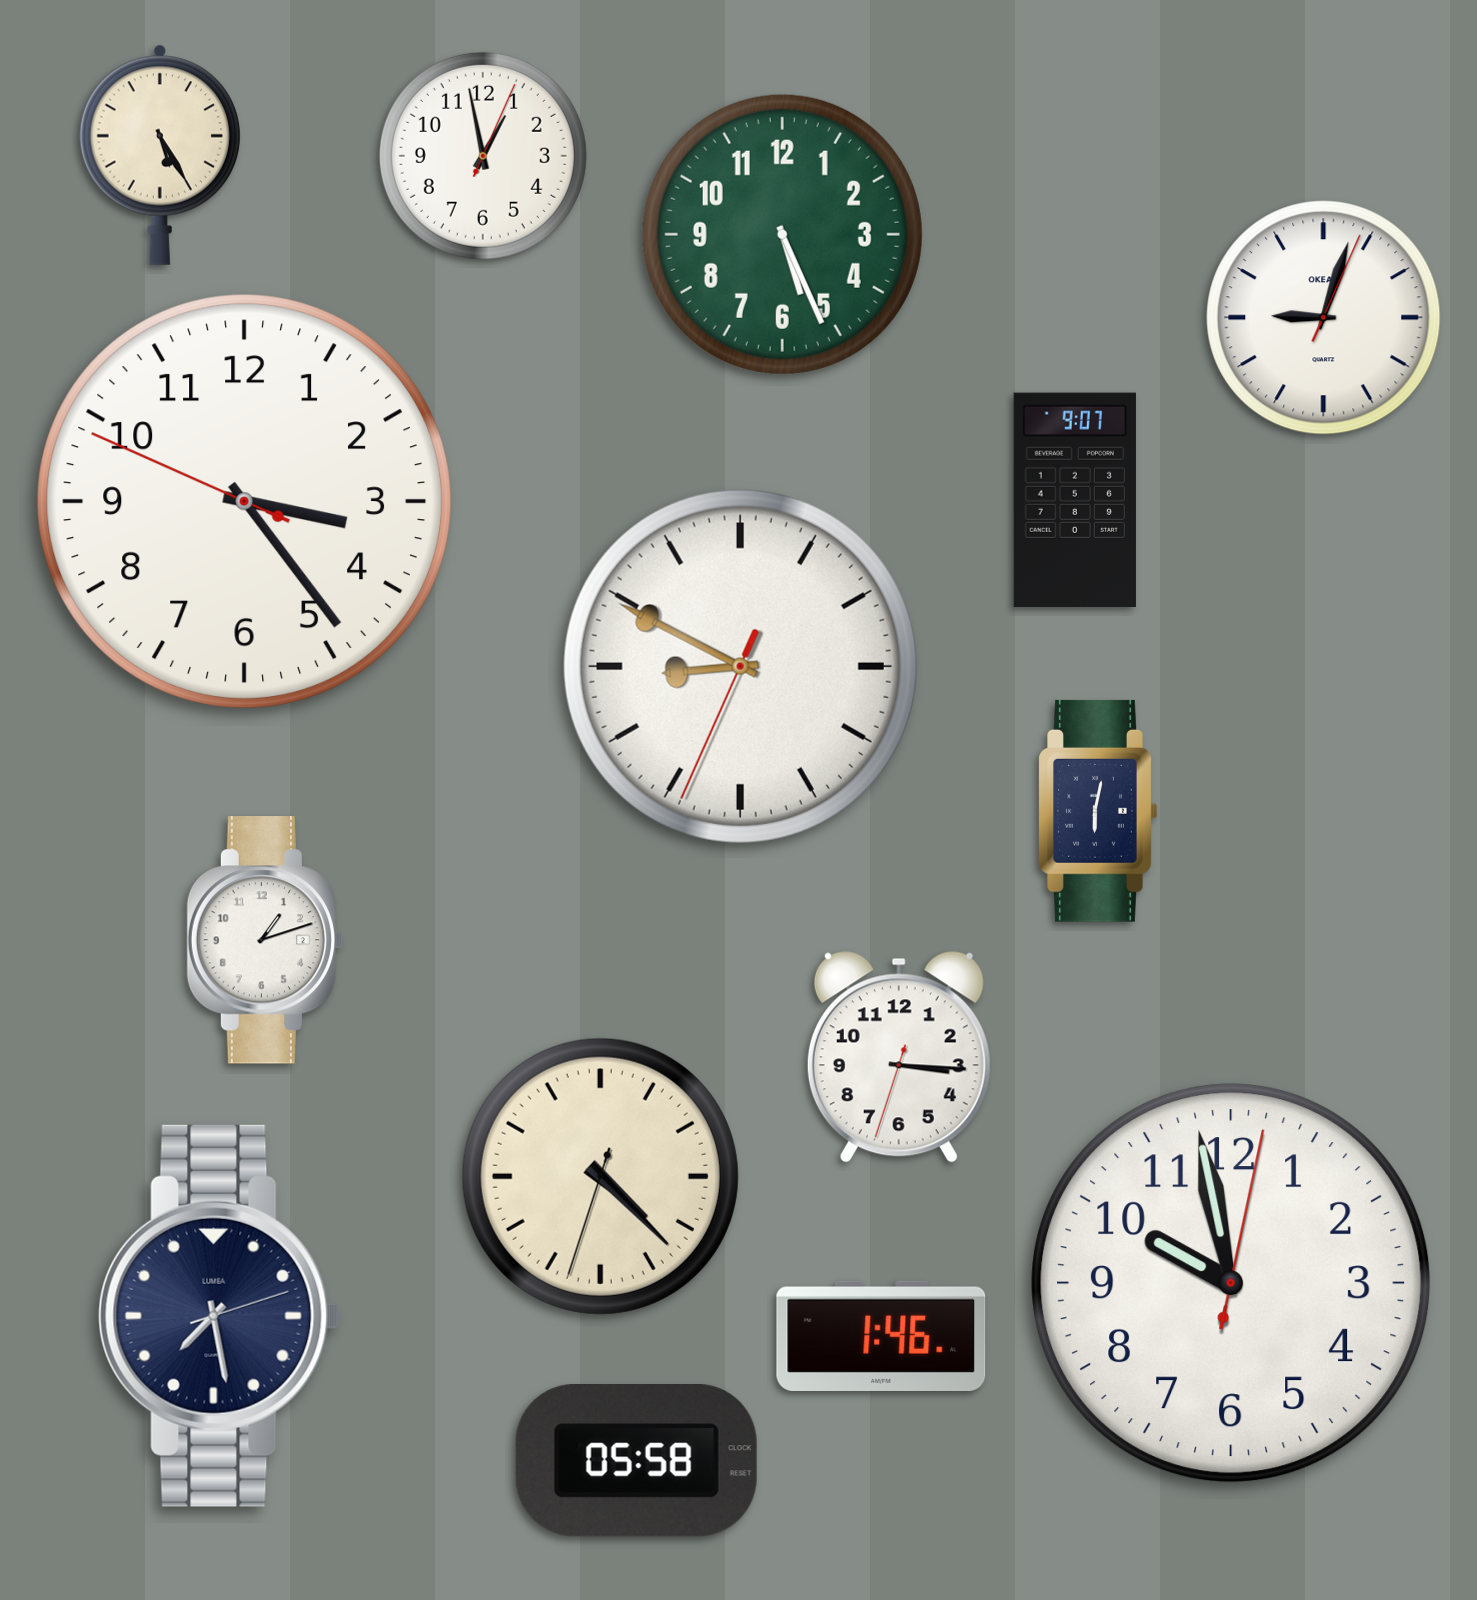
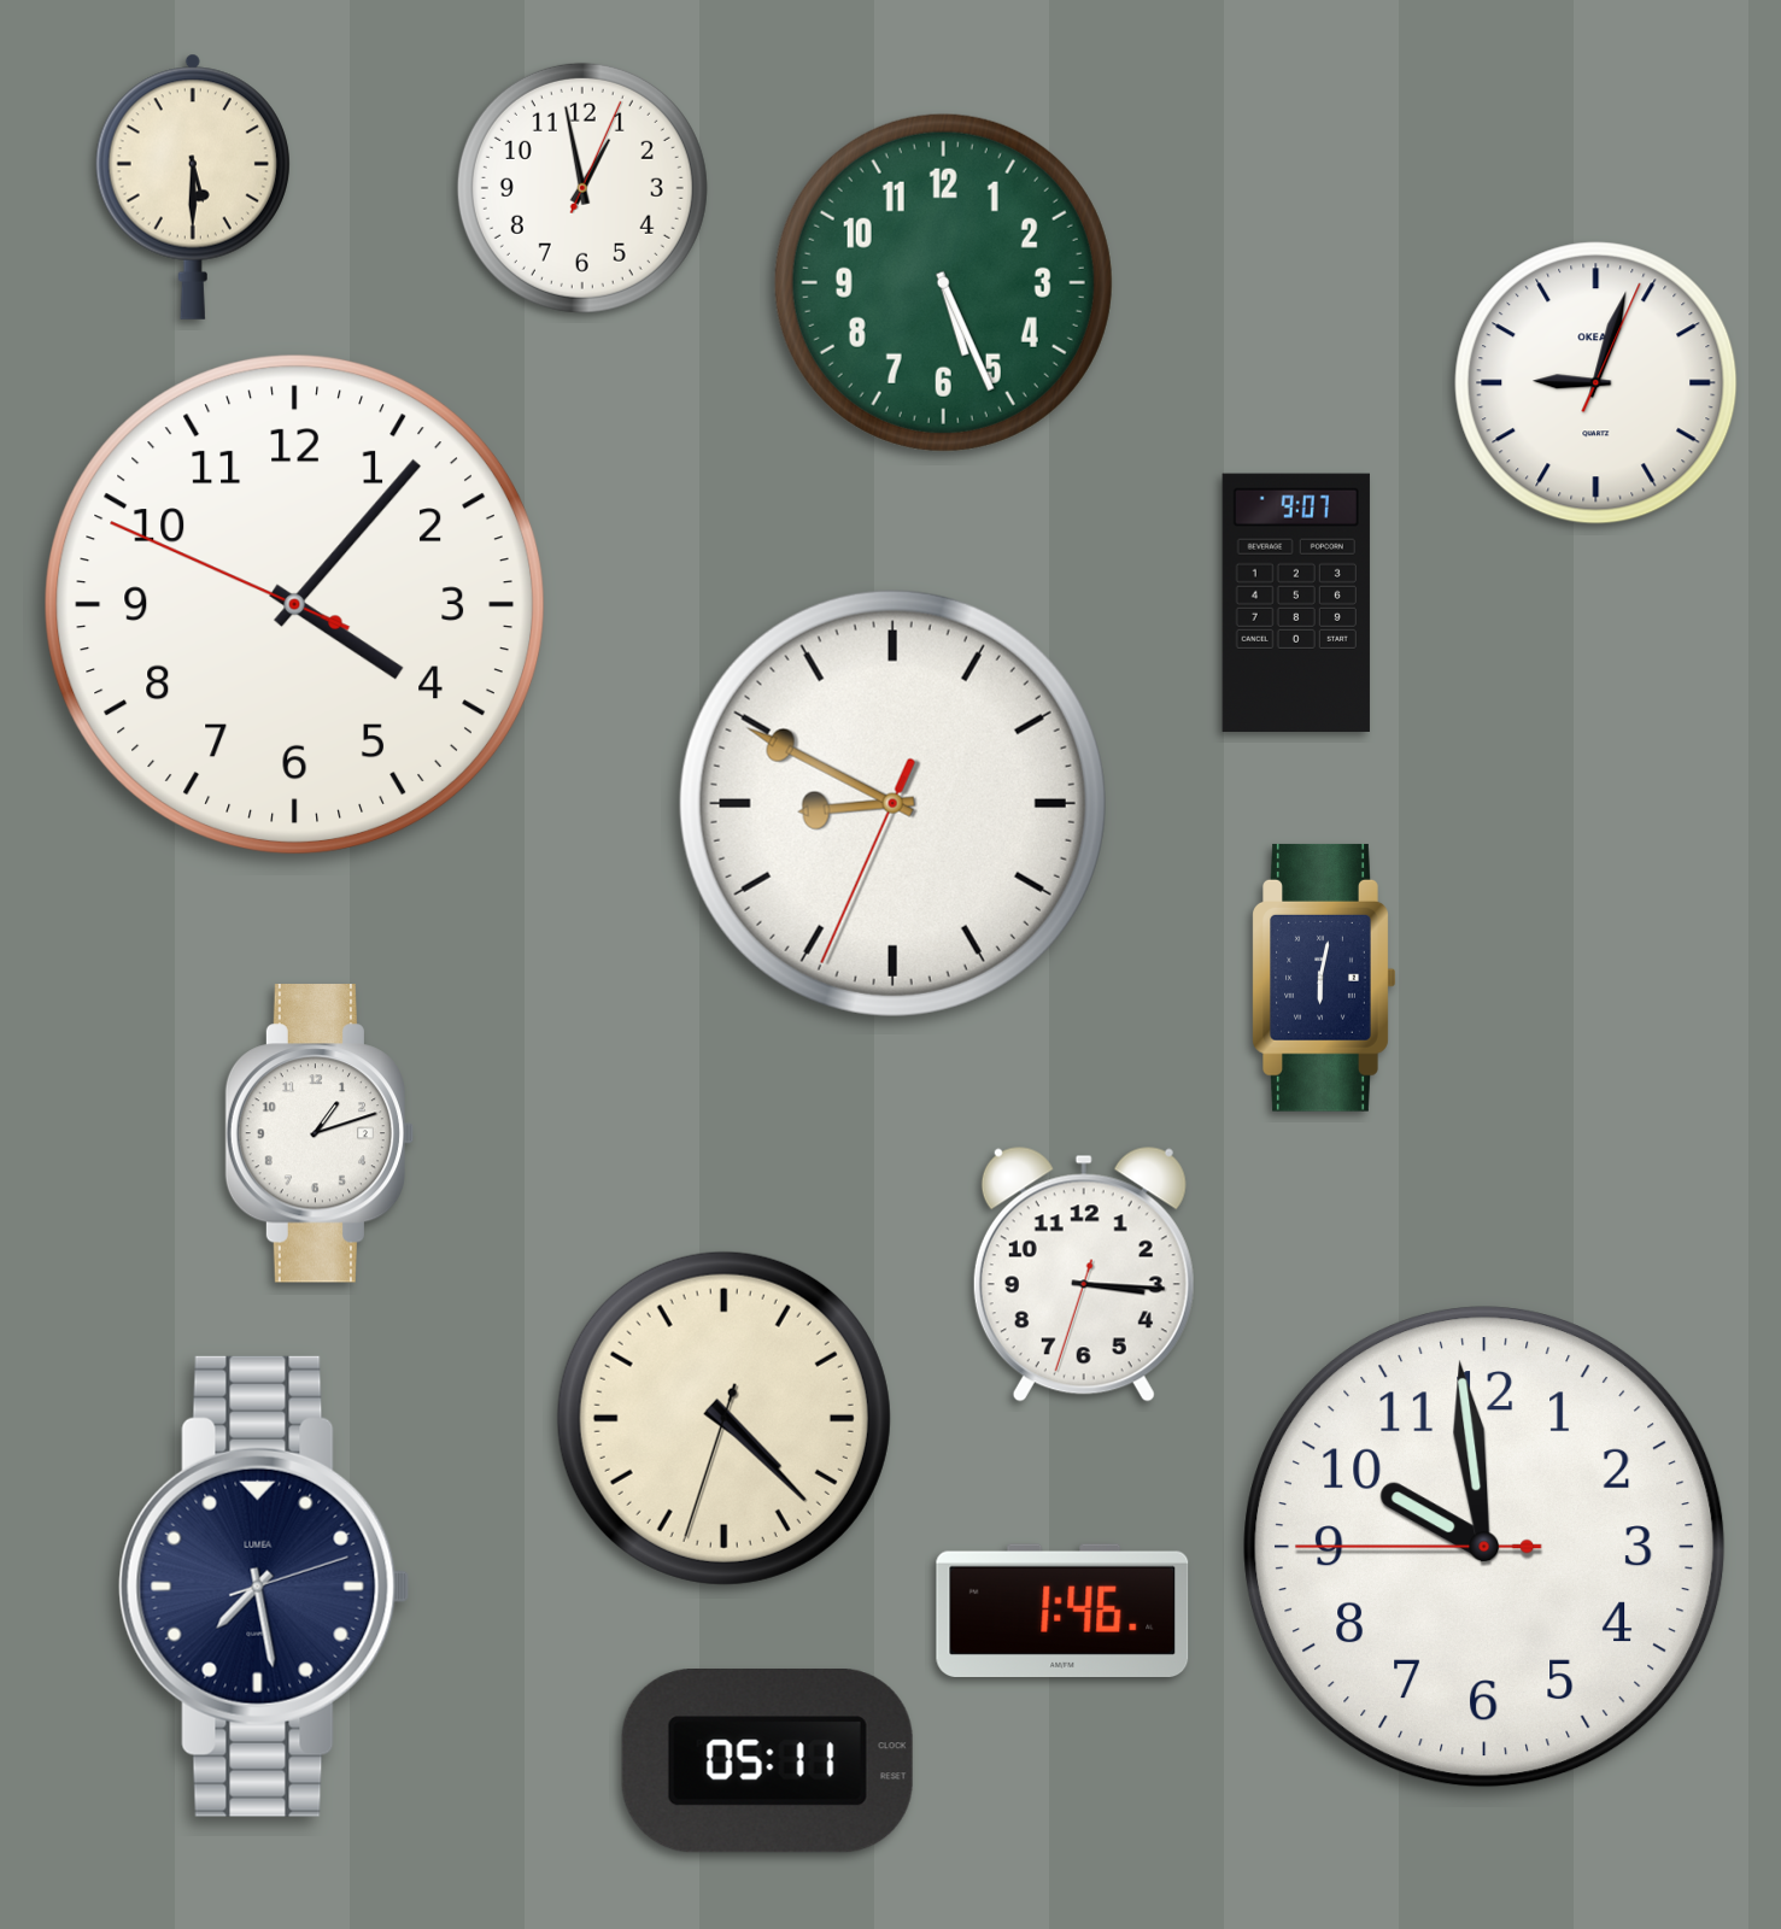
clock at (160, 155): 5:25 -> 5:30
clock at (244, 501): 3:23 -> 4:06
clock at (1231, 1283): 9:58:02 -> 9:58:45
clock at (636, 1461): 05:58 -> 05:11
